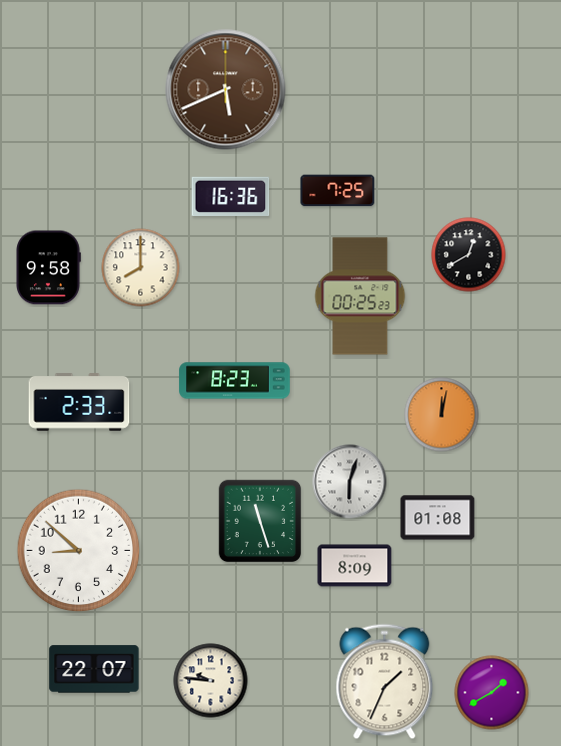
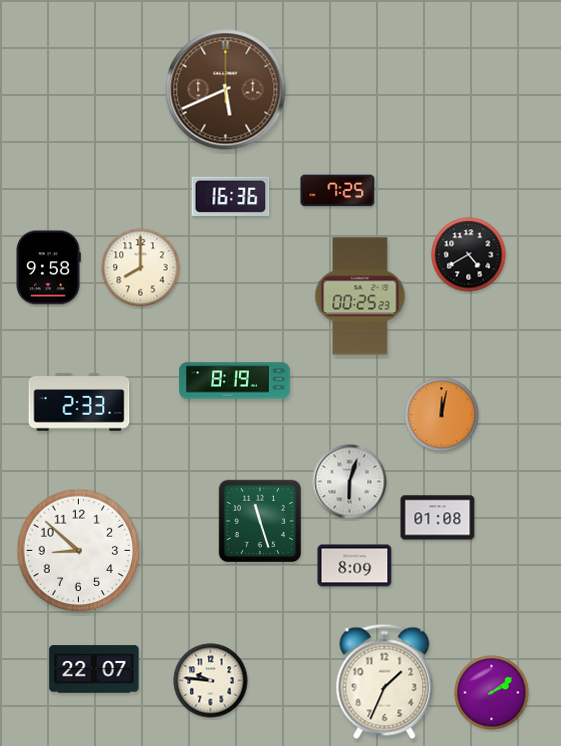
clock at (469, 255): 12:40 -> 4:40
clock at (235, 381): 8:23 -> 8:19
clock at (492, 693): 1:40 -> 2:09
